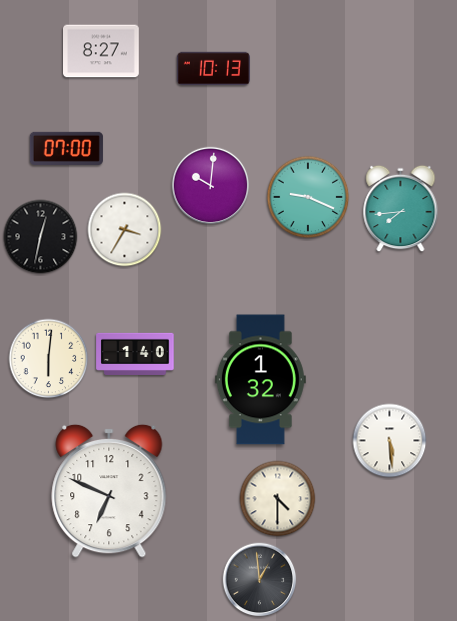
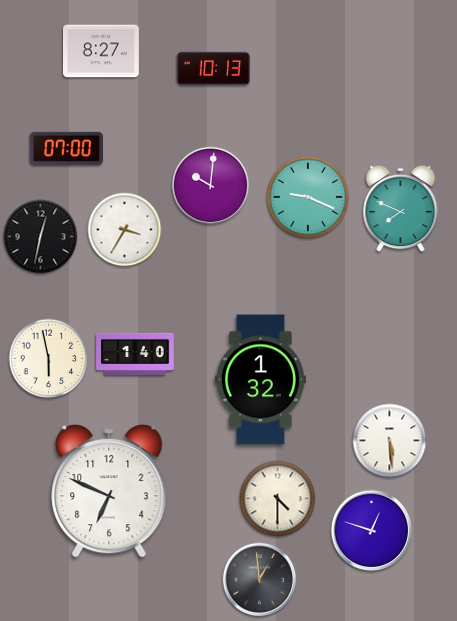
clock at (401, 209): 7:44 -> 7:49
clock at (49, 359): 6:01 -> 5:58
clock at (371, 530): none -> 12:48
